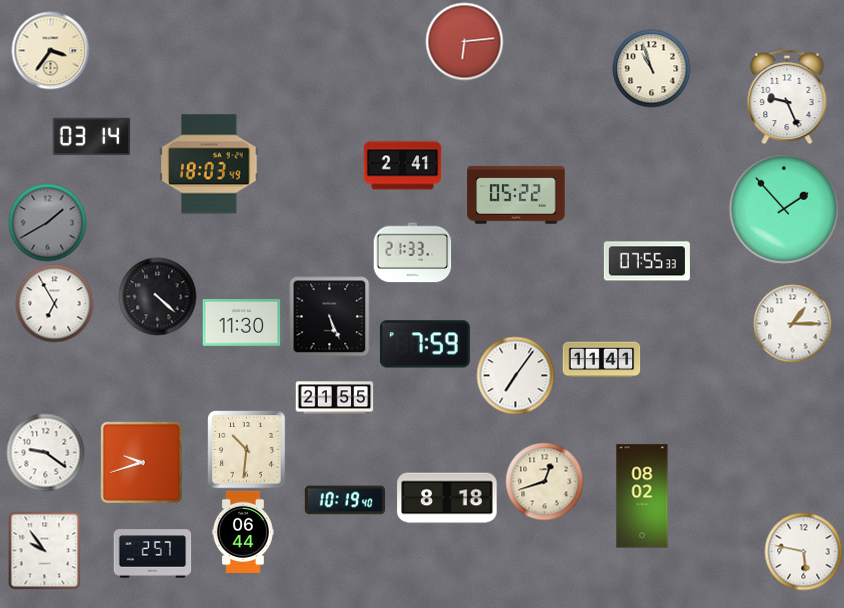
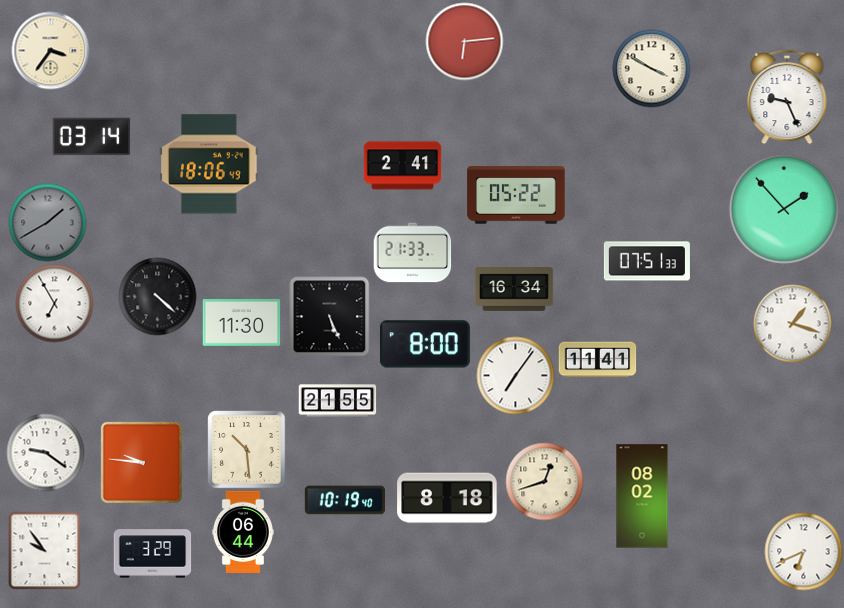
clock at (651, 68): 10:57 -> 3:50
clock at (209, 164): 18:03 -> 18:06
clock at (647, 261): 07:55 -> 07:51
clock at (514, 289): none -> 16:34
clock at (792, 323): 1:15 -> 1:18
clock at (425, 344): 7:59 -> 8:00
clock at (601, 360) position: (601, 360) -> (597, 360)
clock at (334, 398) position: (334, 398) -> (337, 401)
clock at (246, 449): 10:31 -> 10:29
clock at (141, 462): 9:42 -> 9:46
clock at (803, 551): 5:47 -> 6:41
clock at (152, 554): 2:57 -> 3:29
